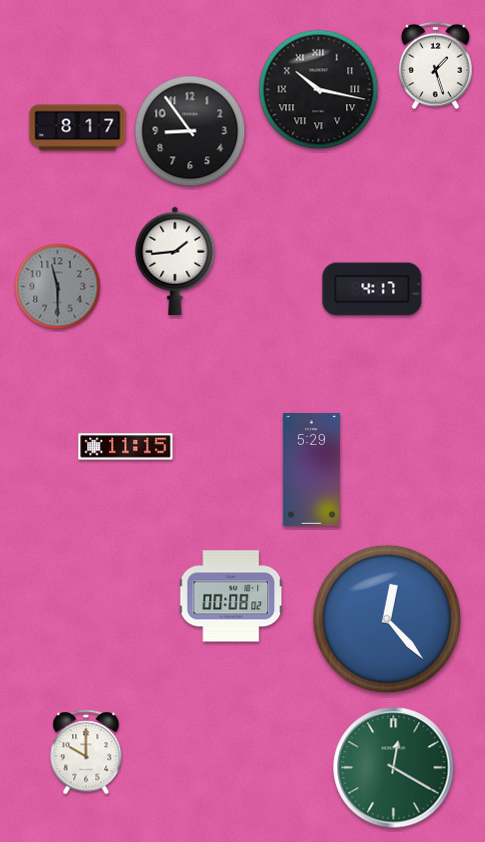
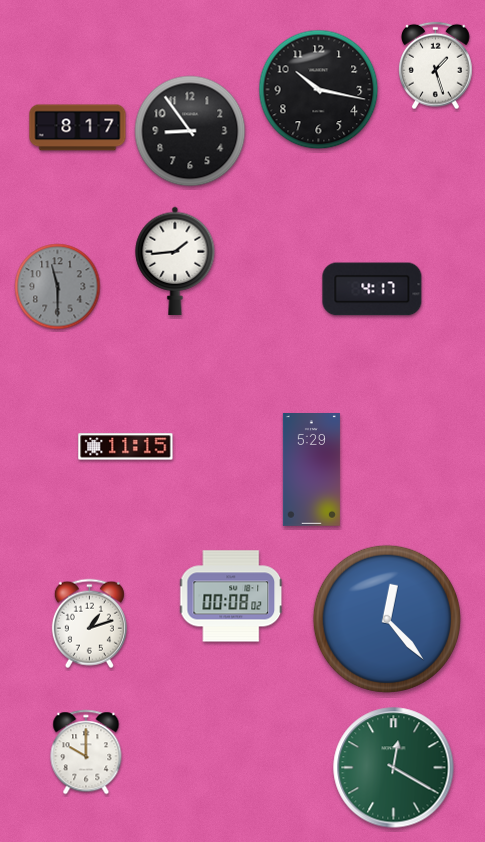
clock at (319, 90) numerals: Roman -> Arabic
clock at (89, 624): none -> 1:12
